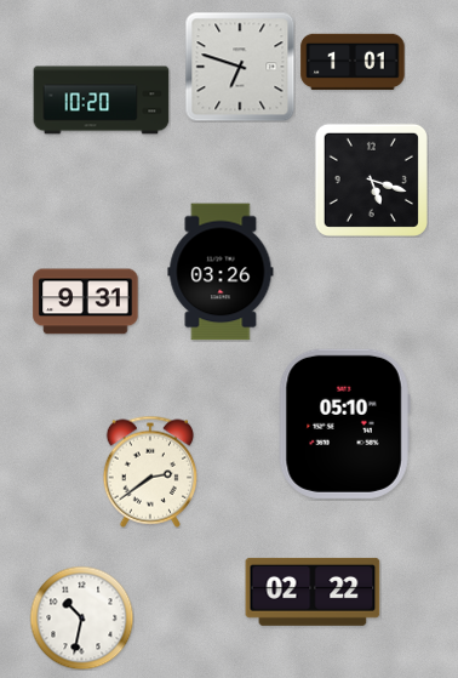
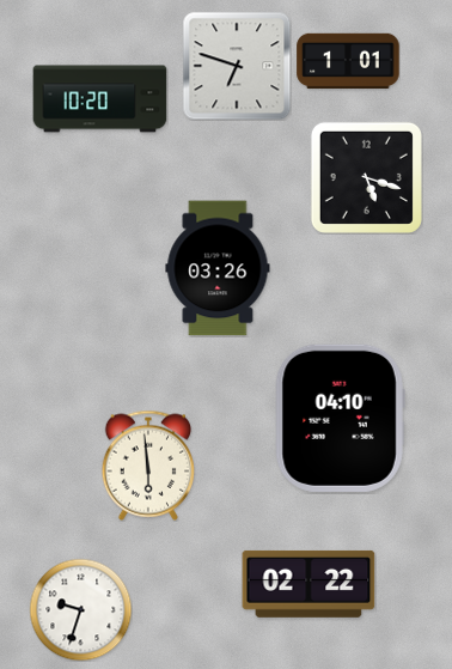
clock at (86, 302): 9:31 -> none
clock at (344, 423): 05:10 -> 04:10
clock at (149, 472): 2:39 -> 5:59
clock at (81, 617): 10:32 -> 9:33
